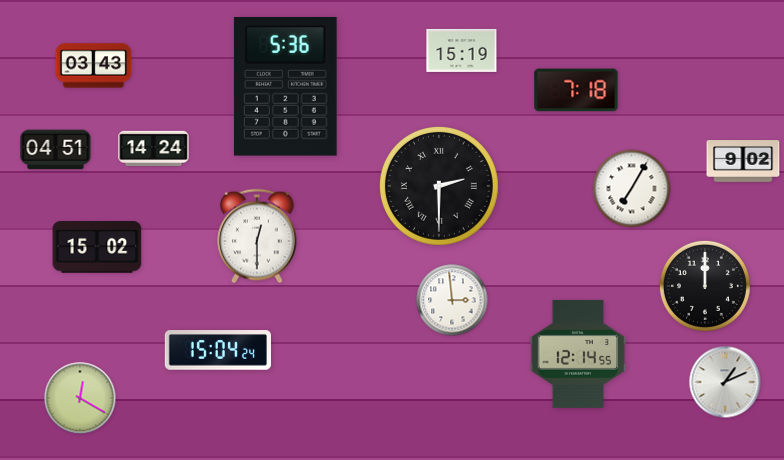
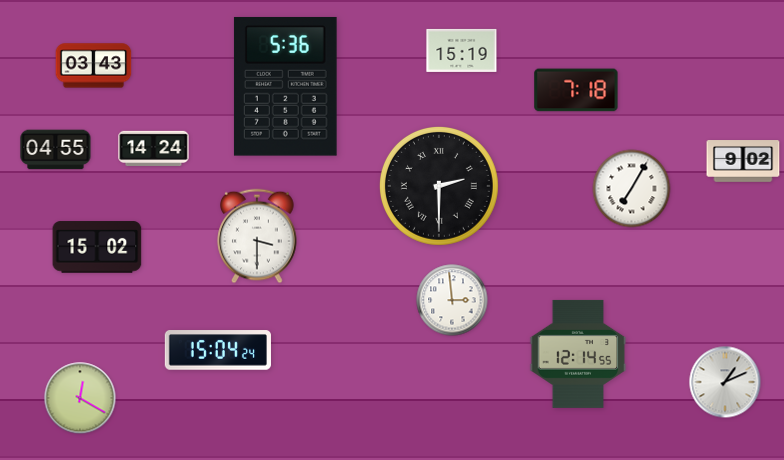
clock at (56, 150): 04:51 -> 04:55
clock at (257, 236): 12:30 -> 3:30
clock at (705, 286): 12:00 -> none
